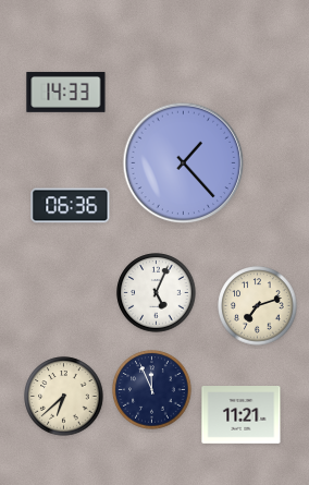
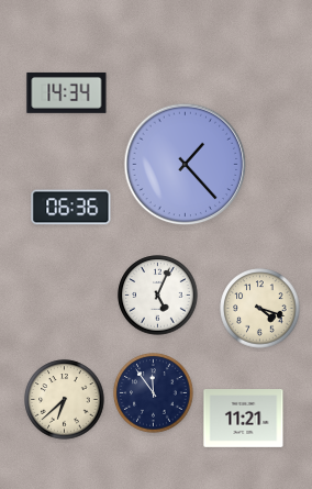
clock at (66, 92): 14:33 -> 14:34
clock at (258, 306): 7:12 -> 4:18
clock at (152, 390): 11:56 -> 11:54
